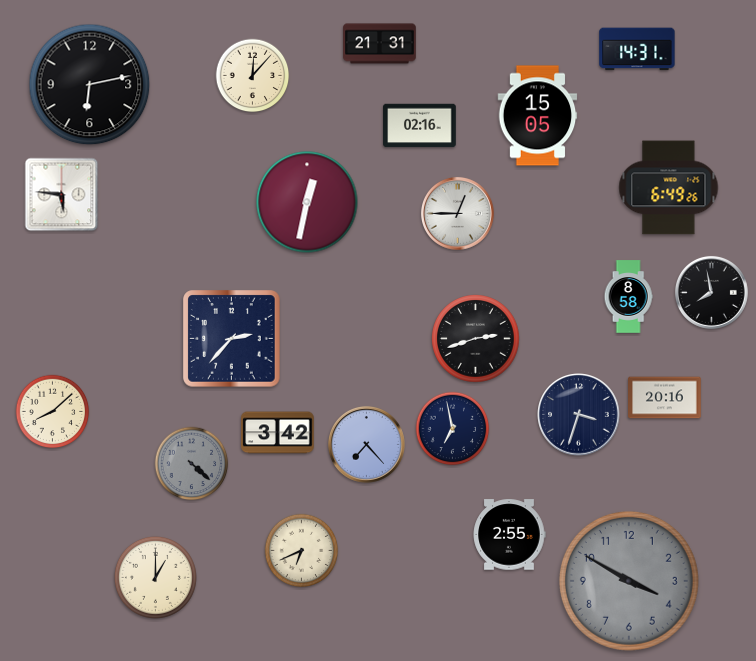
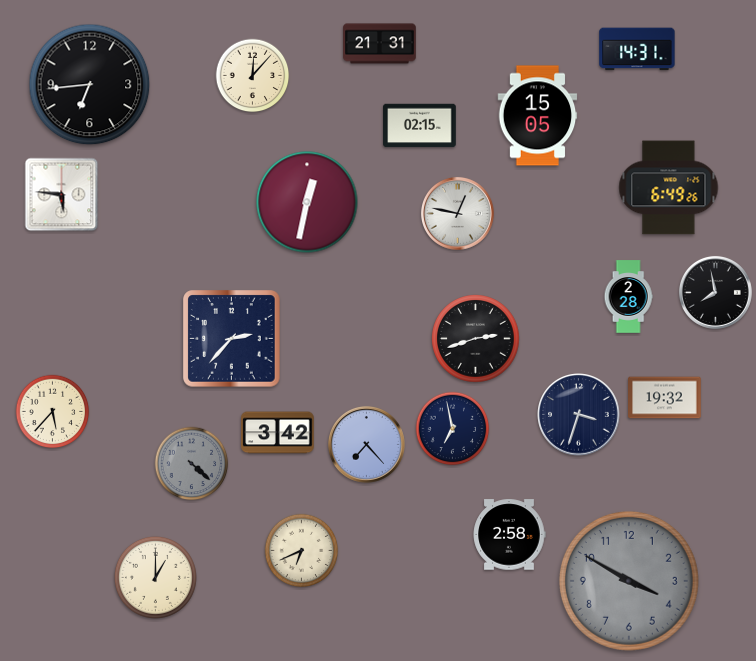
clock at (90, 85): 6:13 -> 6:44
clock at (420, 126): 02:16 -> 02:15
clock at (457, 213): 12:45 -> 12:47
clock at (711, 292) position: (711, 292) -> (715, 292)
clock at (628, 297): 8:58 -> 2:28
clock at (665, 398): 20:16 -> 19:32
clock at (53, 412): 8:08 -> 5:37
clock at (509, 535): 2:55 -> 2:58
